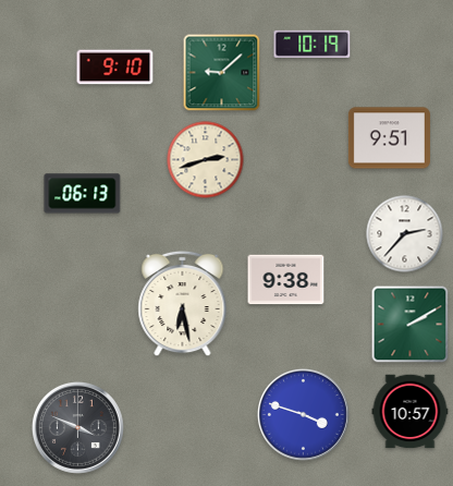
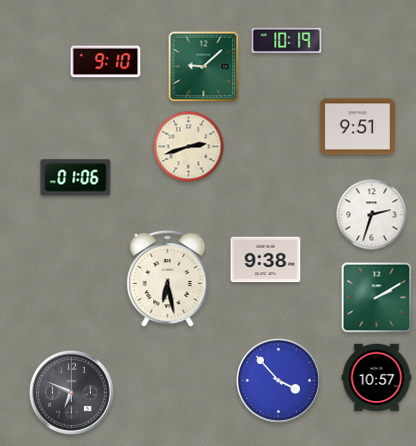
clock at (83, 194): 06:13 -> 01:06
clock at (405, 234): 2:37 -> 2:33
clock at (286, 280) position: (286, 280) -> (266, 260)
clock at (303, 414): 3:48 -> 3:53
clock at (77, 427): 3:49 -> 6:49
